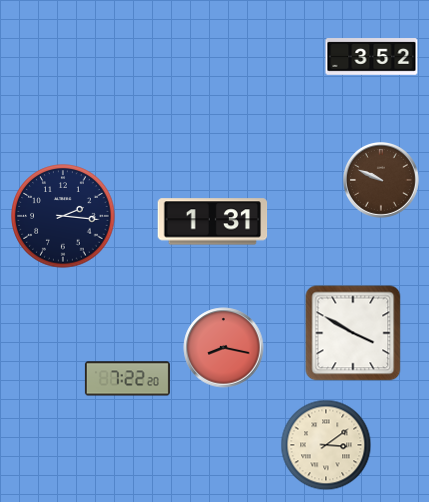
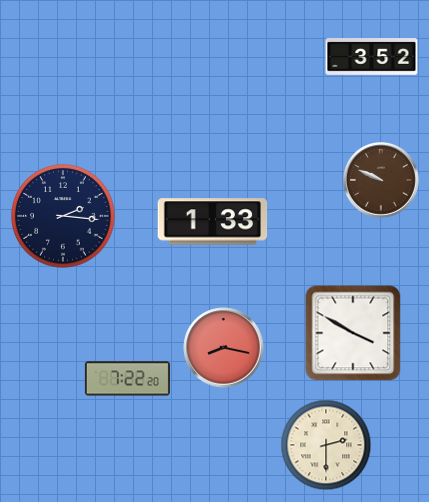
clock at (213, 222): 1:31 -> 1:33
clock at (326, 445): 3:09 -> 2:30
